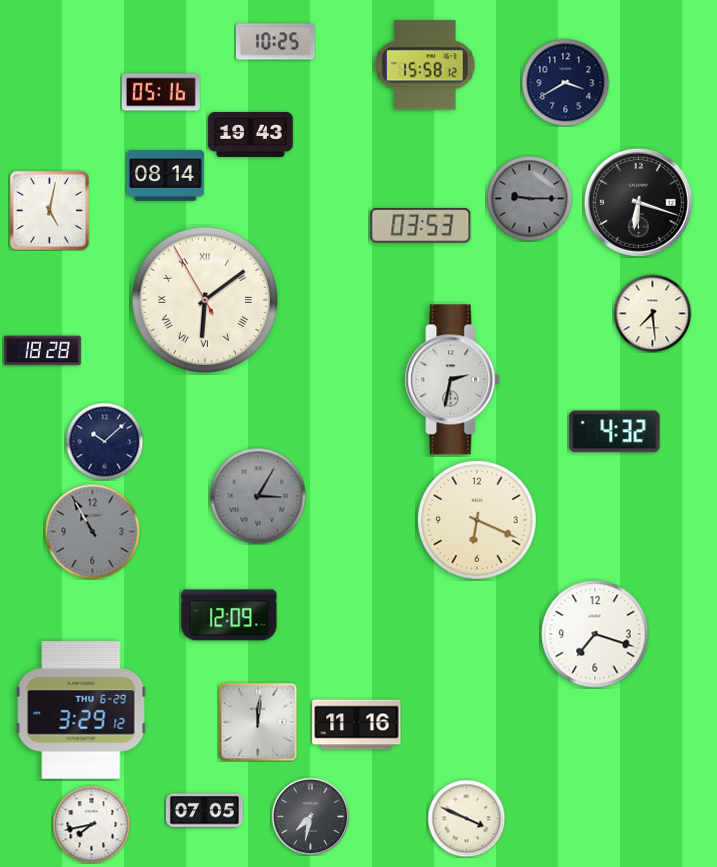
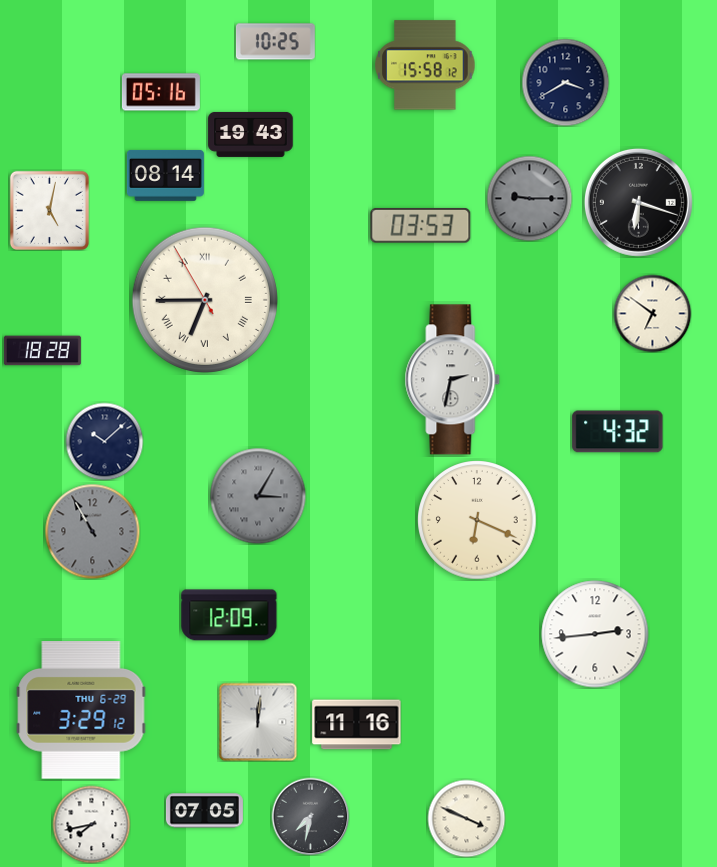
clock at (205, 300): 6:08 -> 6:44
clock at (652, 313): 7:29 -> 6:51
clock at (615, 432) position: (615, 432) -> (618, 432)
clock at (595, 634): 7:18 -> 2:44
